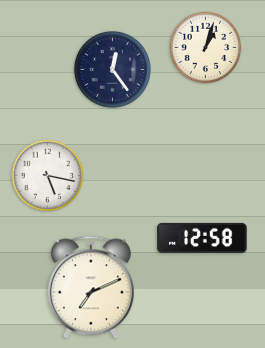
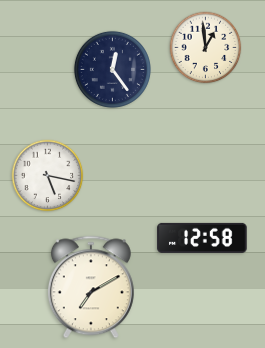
clock at (206, 48): 1:03 -> 12:59
clock at (91, 287): 7:11 -> 7:10
